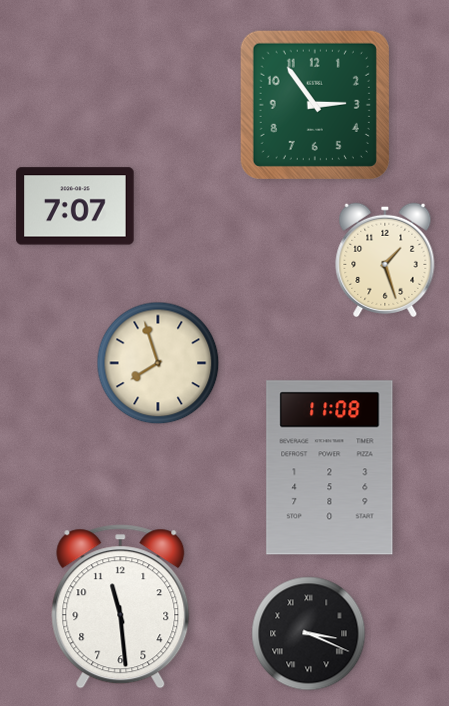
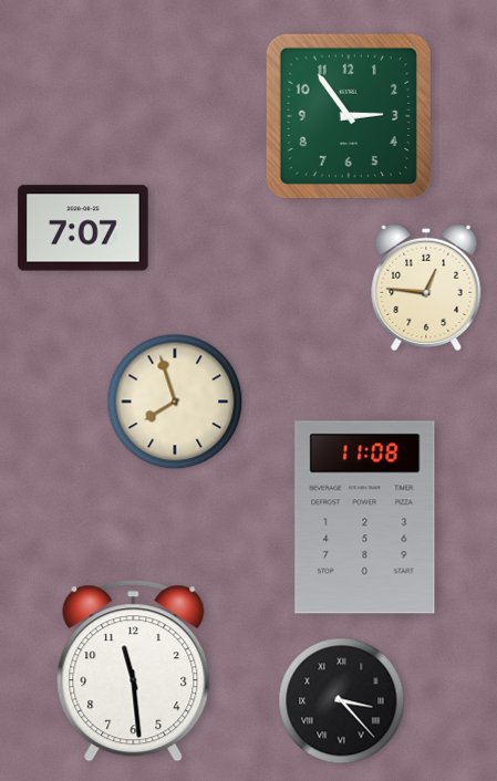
clock at (385, 260): 1:27 -> 12:46
clock at (309, 634): 3:19 -> 3:23
